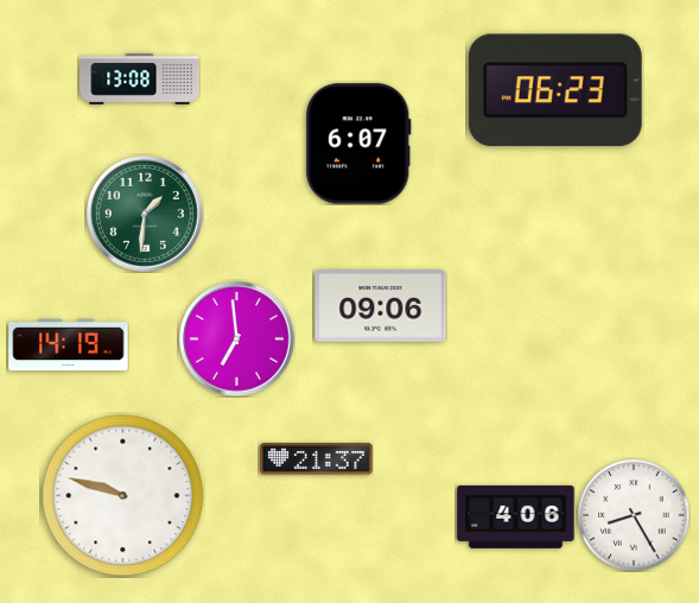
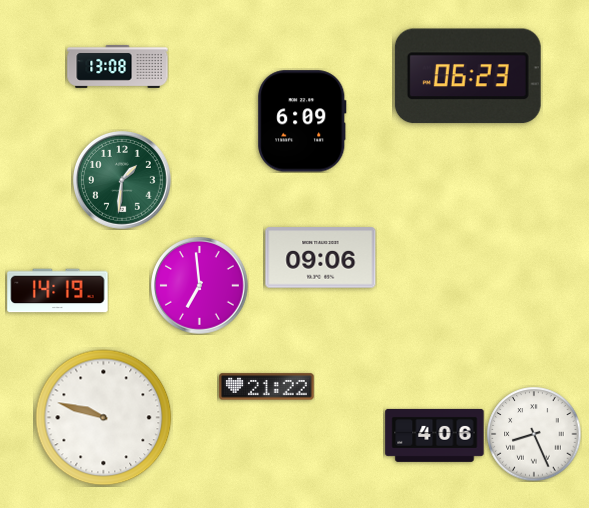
clock at (358, 144): 6:07 -> 6:09
clock at (317, 459): 21:37 -> 21:22
clock at (634, 515): 8:25 -> 8:26
